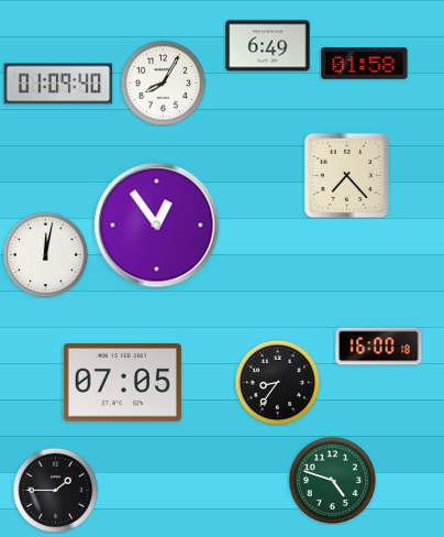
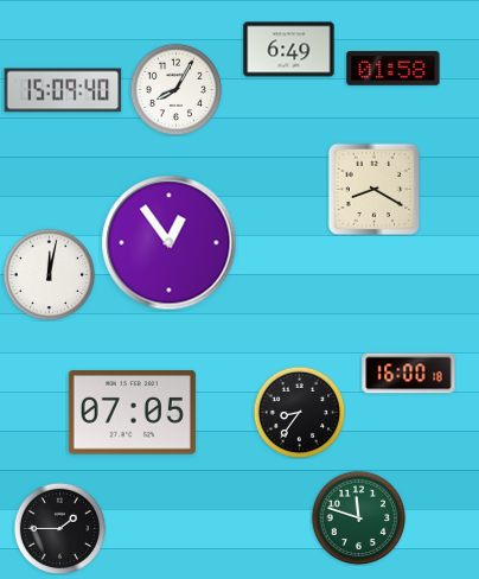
clock at (58, 84): 01:09 -> 15:09
clock at (346, 175): 7:23 -> 8:20
clock at (332, 480): 4:48 -> 11:48
